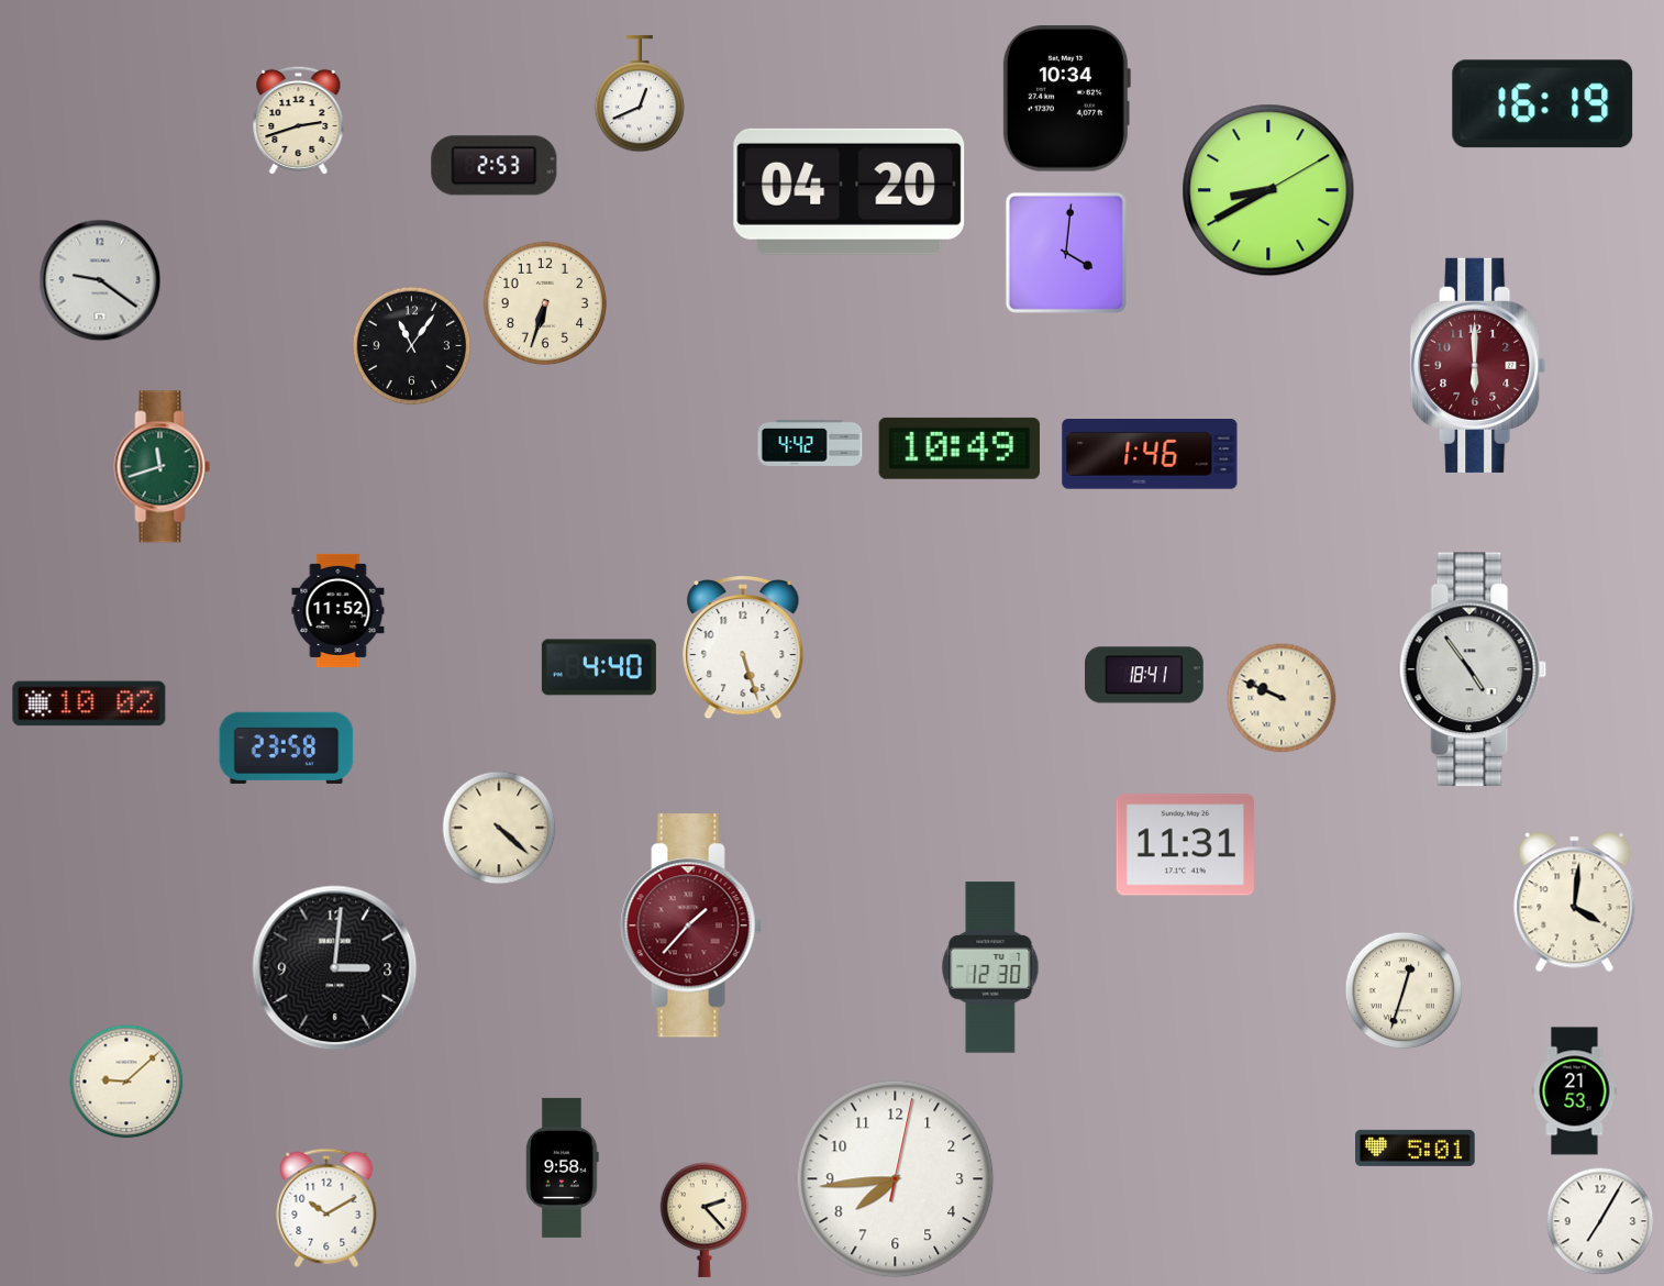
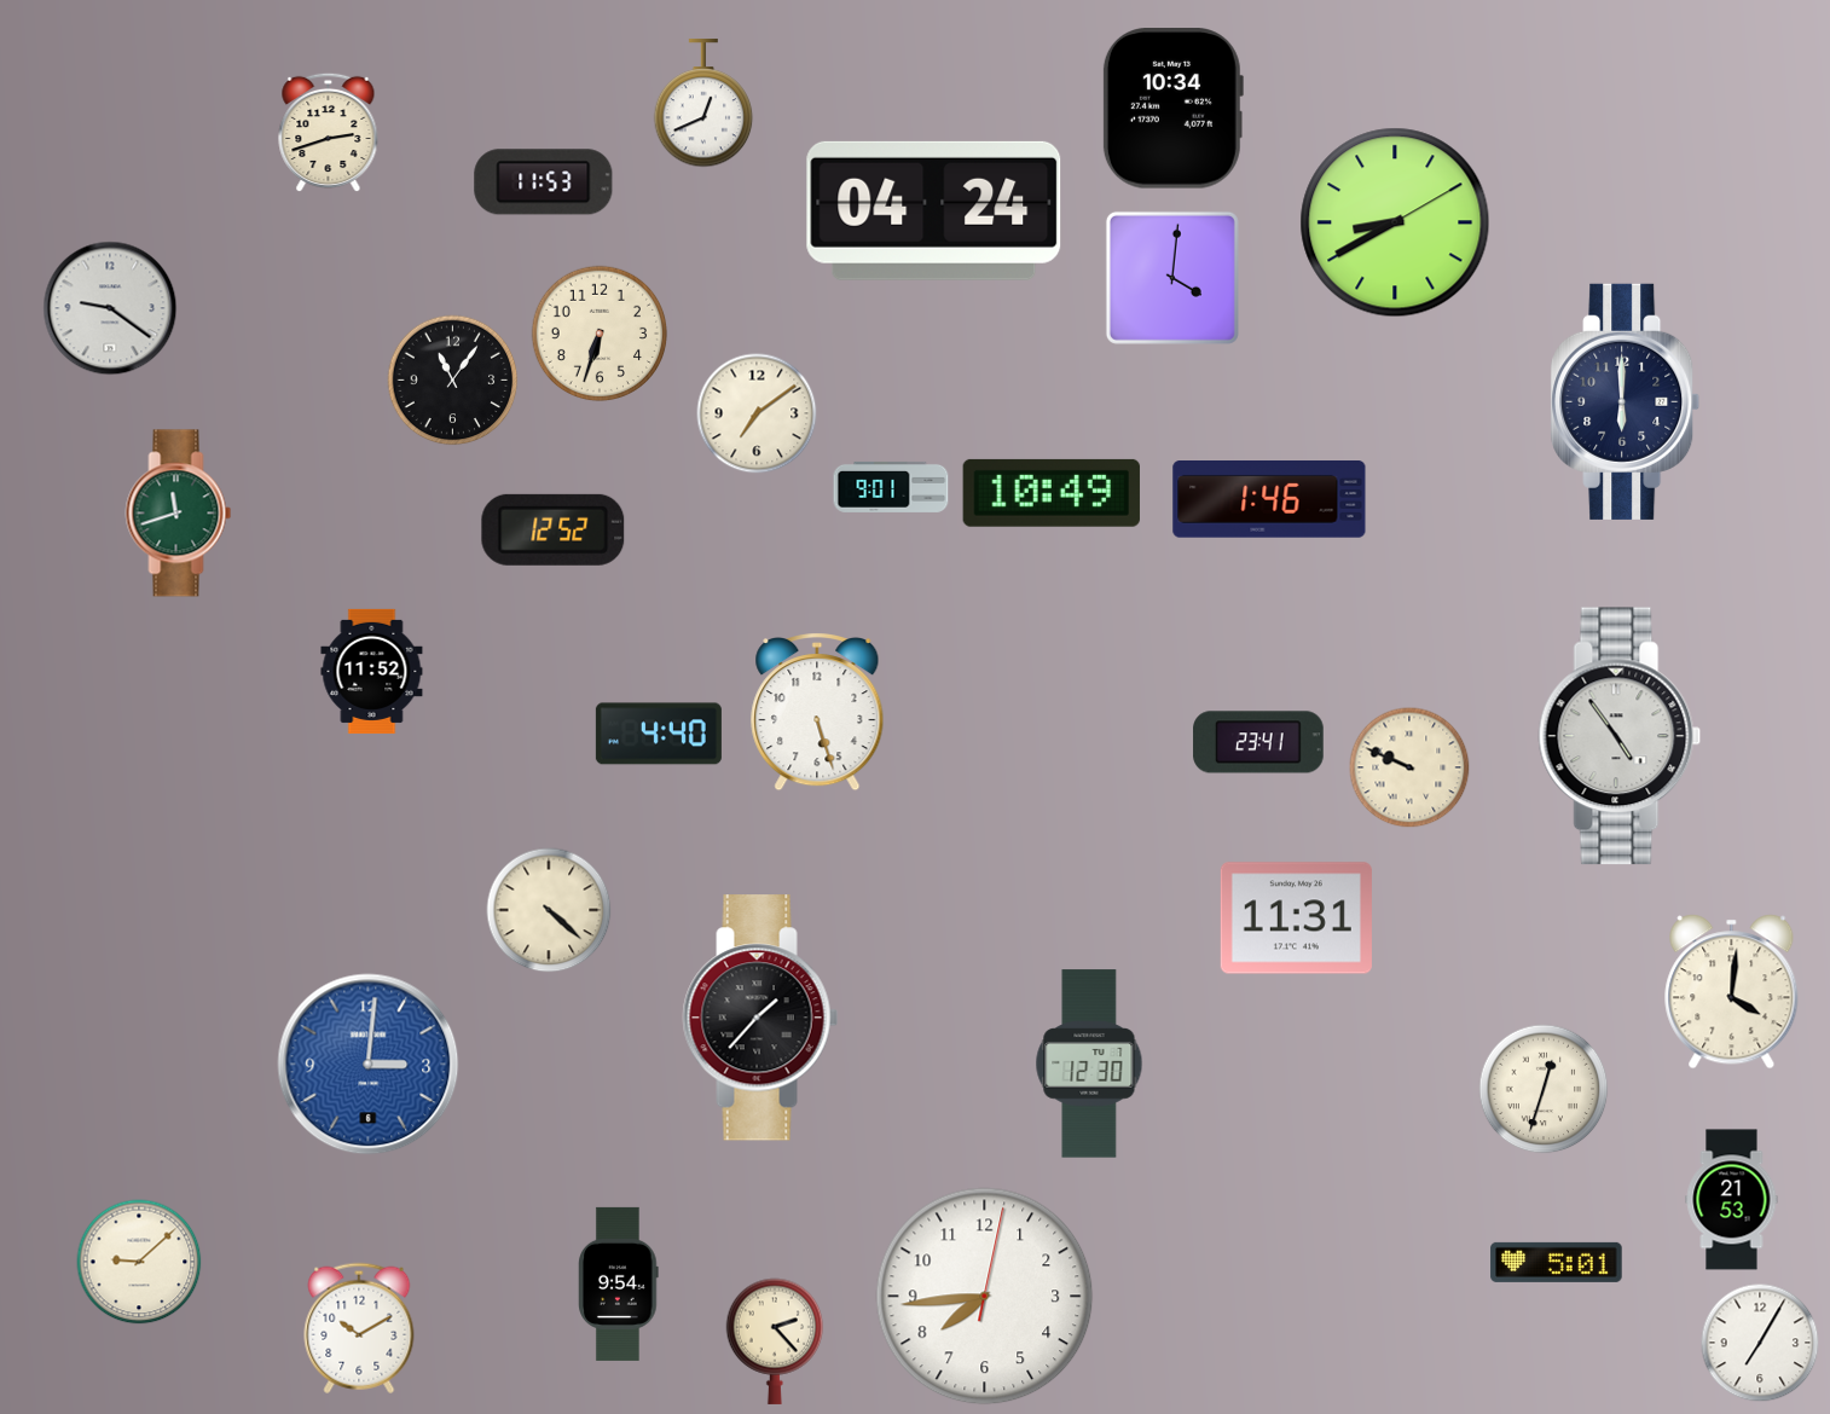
clock at (1543, 104): 16:19 -> none
clock at (495, 166): 2:53 -> 11:53
clock at (1268, 190) position: (1268, 190) -> (1395, 222)
clock at (850, 191): 04:20 -> 04:24
clock at (1478, 365) dial: burgundy -> navy
clock at (757, 413): none -> 7:09
clock at (810, 443): 4:42 -> 9:01
clock at (959, 448) position: (959, 448) -> (1052, 493)
clock at (1150, 455) position: (1150, 455) -> (1269, 500)
clock at (554, 529): none -> 12:52
clock at (1144, 675): 18:41 -> 23:41
clock at (89, 703): 10:02 -> none
clock at (287, 747): 23:58 -> none
clock at (1185, 845) position: (1185, 845) -> (1296, 918)
clock at (691, 925) dial: burgundy -> black
clock at (335, 968) dial: black -> blue
clock at (126, 1082) position: (126, 1082) -> (139, 1262)
clock at (563, 1167): 9:58 -> 9:54
